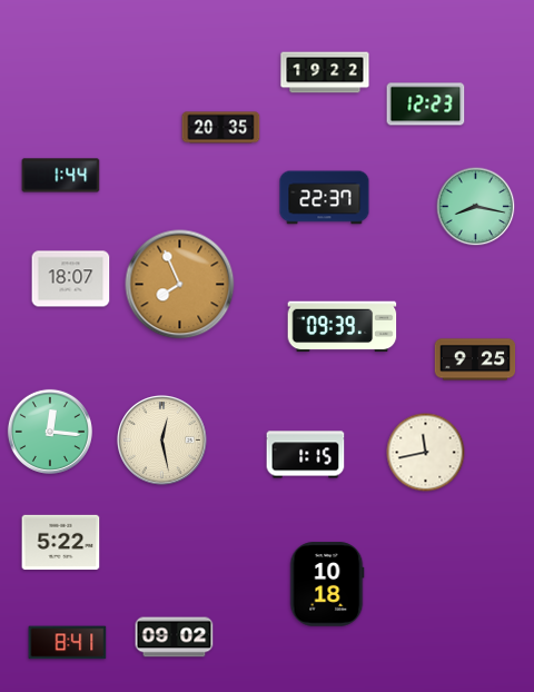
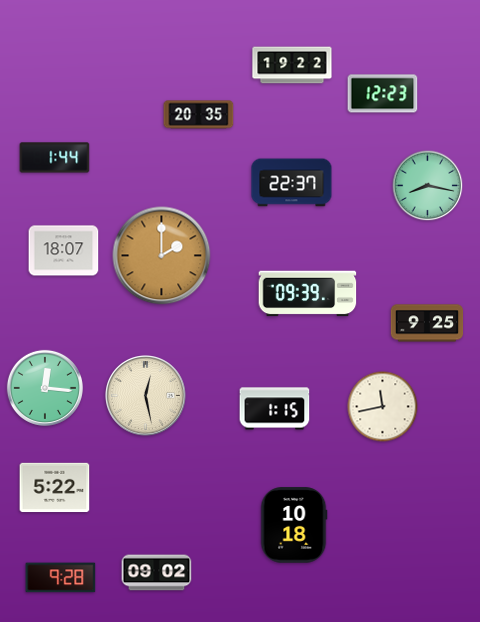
clock at (325, 198) position: (325, 198) -> (292, 183)
clock at (180, 285): 7:56 -> 2:00
clock at (68, 643): 8:41 -> 9:28
